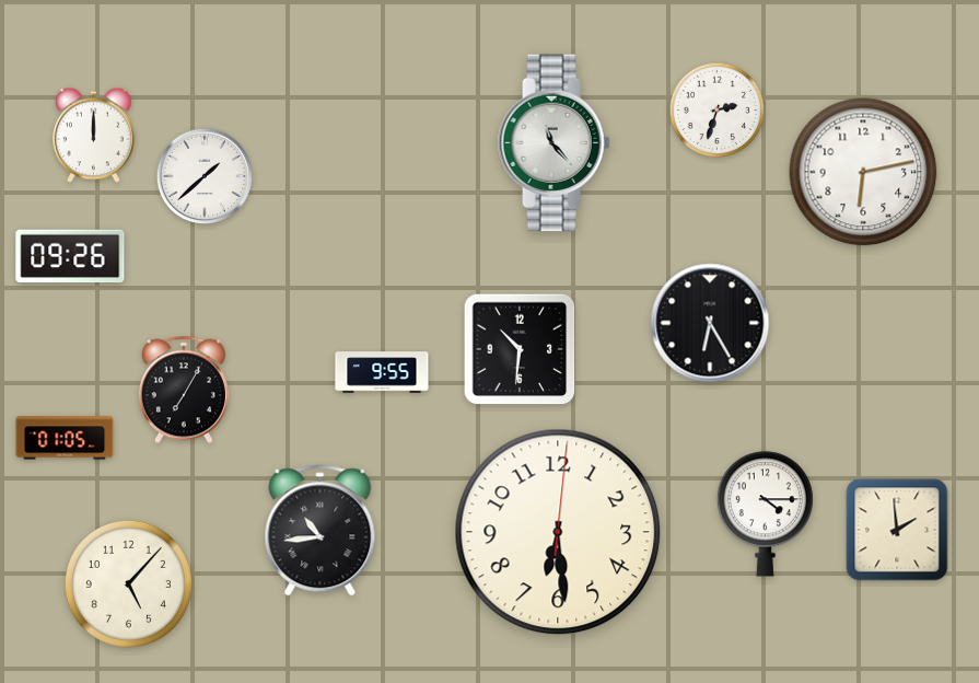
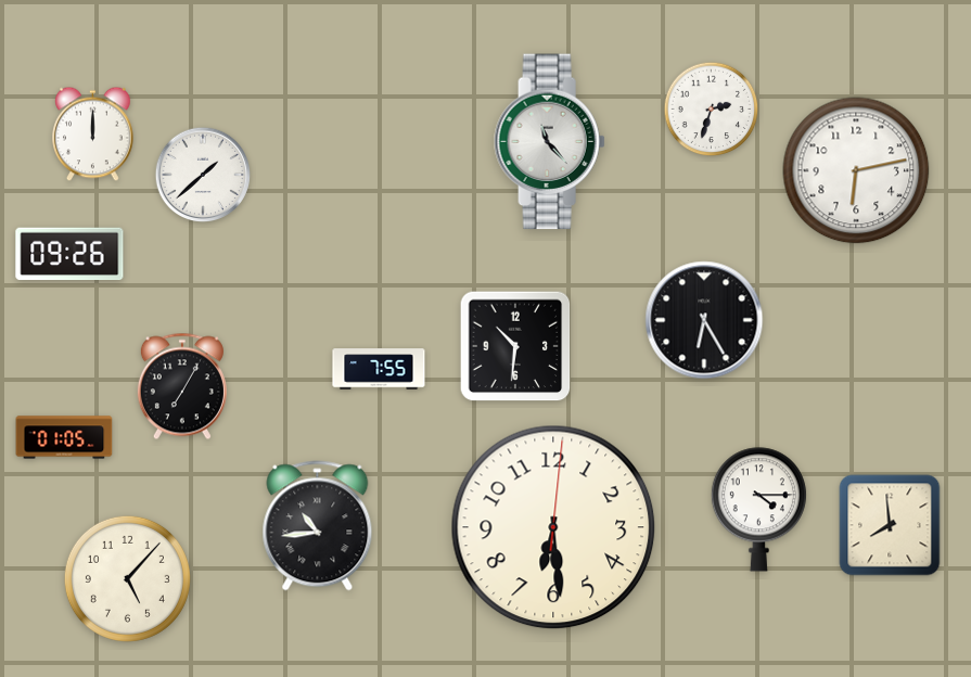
clock at (382, 372): 9:55 -> 7:55
clock at (65, 438) position: (65, 438) -> (64, 437)
clock at (897, 530): 1:59 -> 7:59
